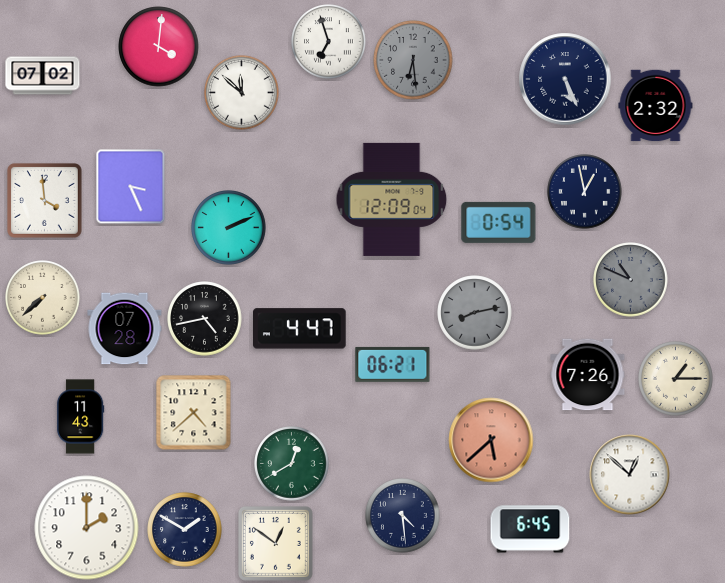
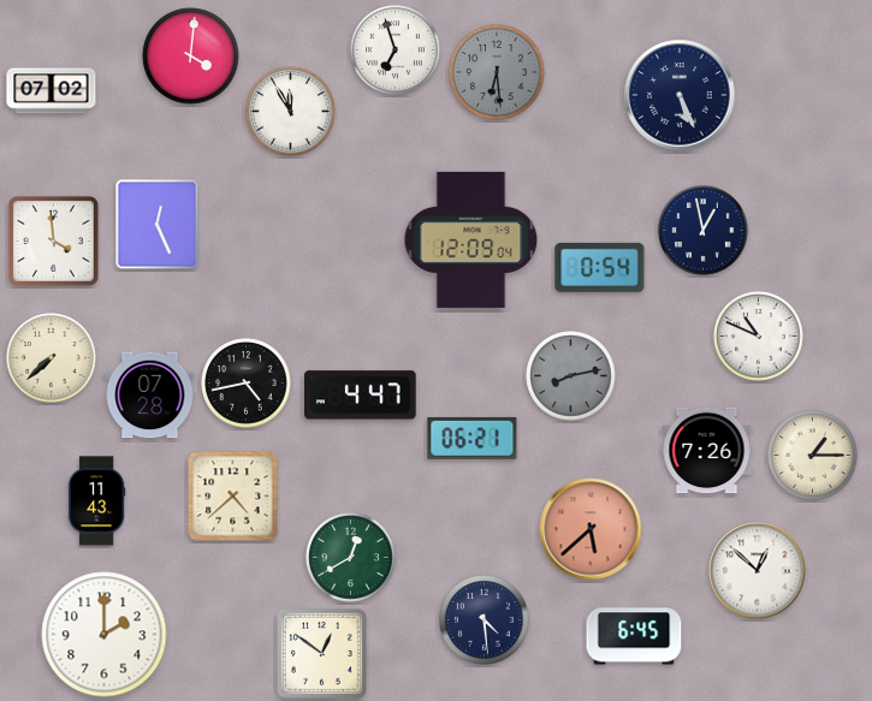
clock at (242, 93): 11:52 -> 11:55
clock at (656, 106): 2:32 -> none
clock at (131, 187): 3:26 -> 12:26
clock at (229, 228): 2:11 -> none
clock at (631, 280) dial: grey -> white
clock at (530, 529) position: (530, 529) -> (634, 636)
clock at (185, 530): 1:50 -> none
clock at (275, 543) position: (275, 543) -> (321, 653)
